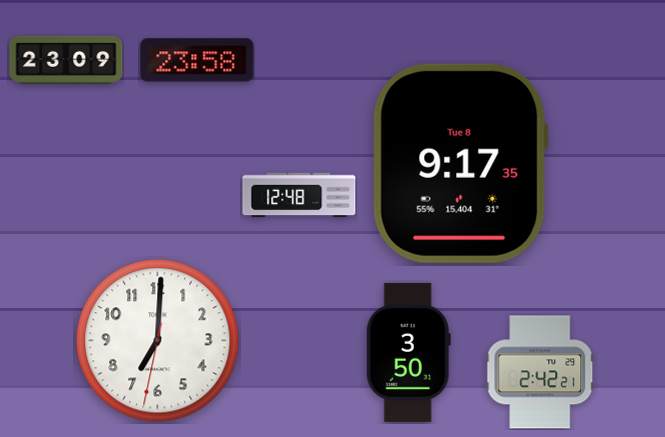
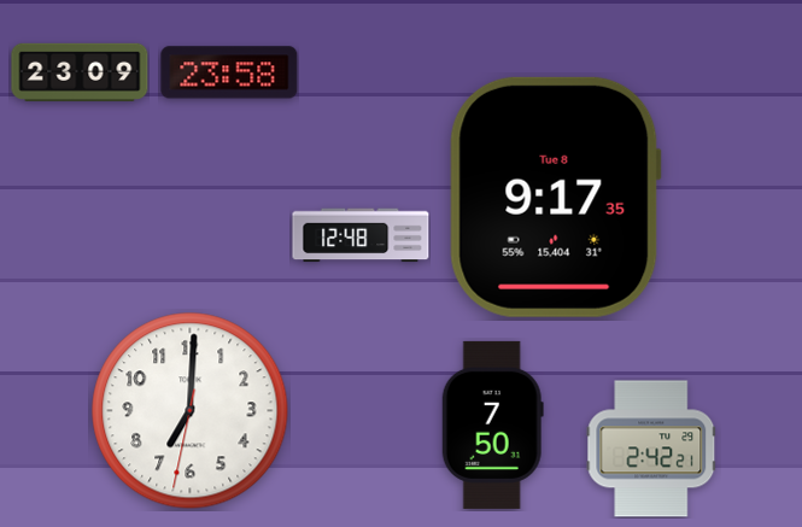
clock at (197, 60) position: (197, 60) -> (229, 72)
clock at (408, 352): 3:50 -> 7:50
